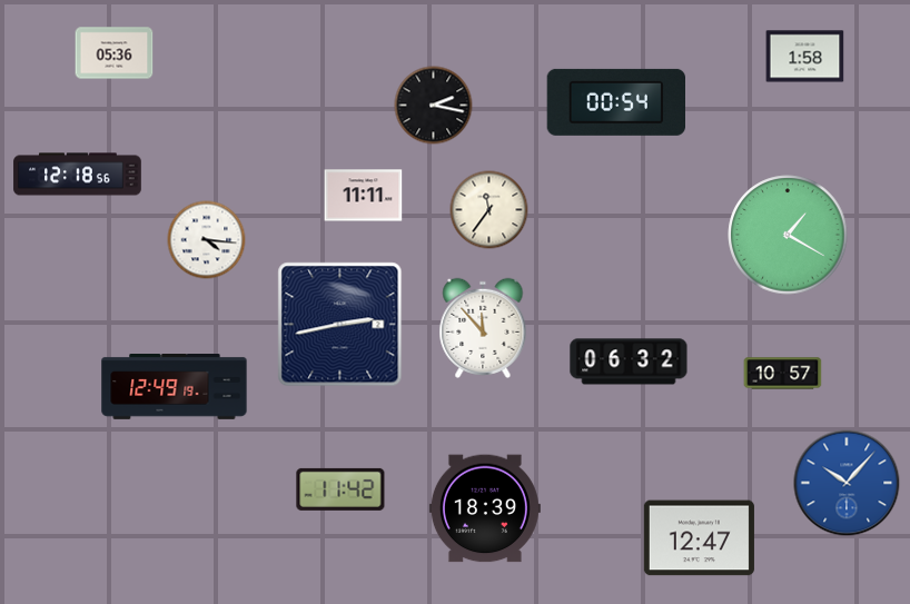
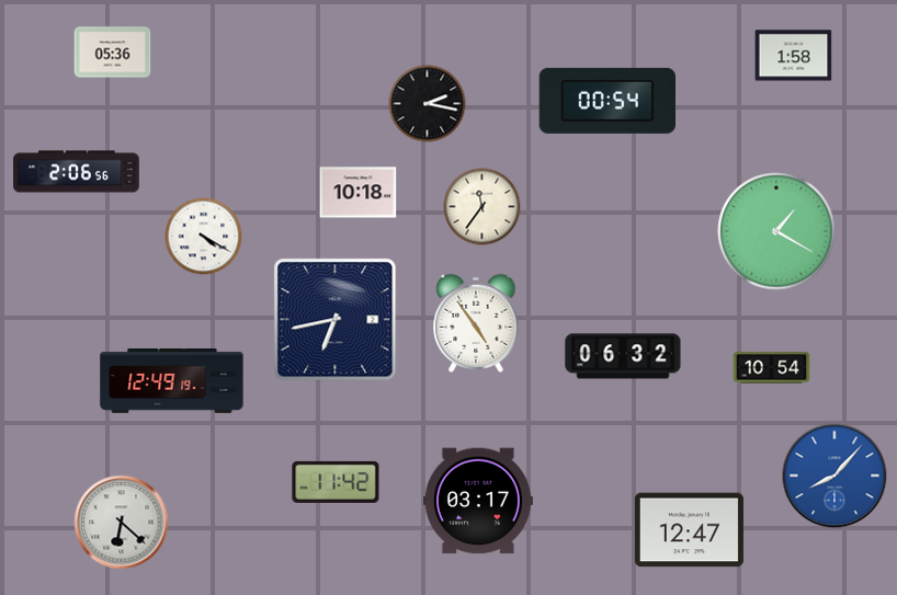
clock at (78, 175): 12:18 -> 2:06
clock at (364, 196): 11:11 -> 10:18
clock at (207, 240): 4:16 -> 4:20
clock at (340, 325): 2:43 -> 6:43
clock at (483, 328): 11:53 -> 4:54
clock at (629, 362) position: (629, 362) -> (623, 356)
clock at (783, 374): 10:57 -> 10:54
clock at (847, 483): 10:07 -> 8:07
clock at (485, 508): 18:39 -> 03:17
clock at (122, 523): none -> 6:22
